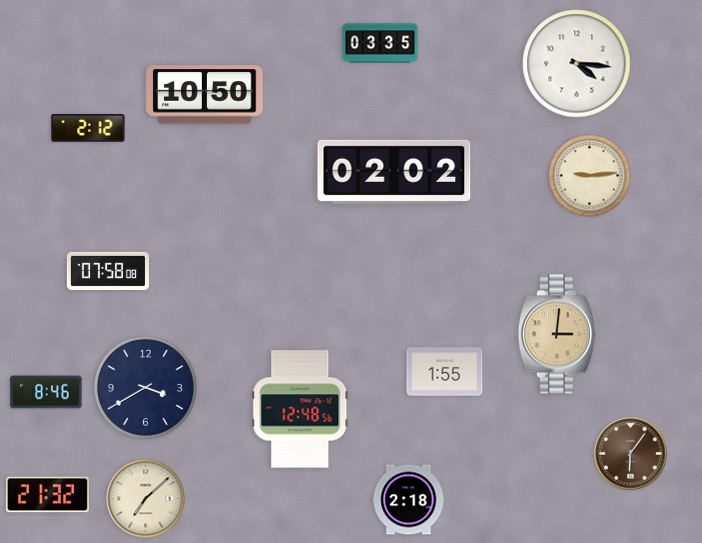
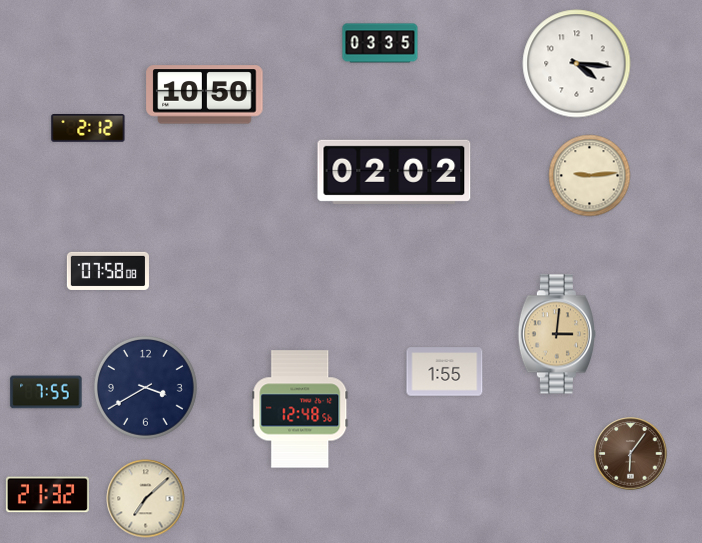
clock at (46, 392): 8:46 -> 7:55
clock at (409, 500): 2:18 -> none
